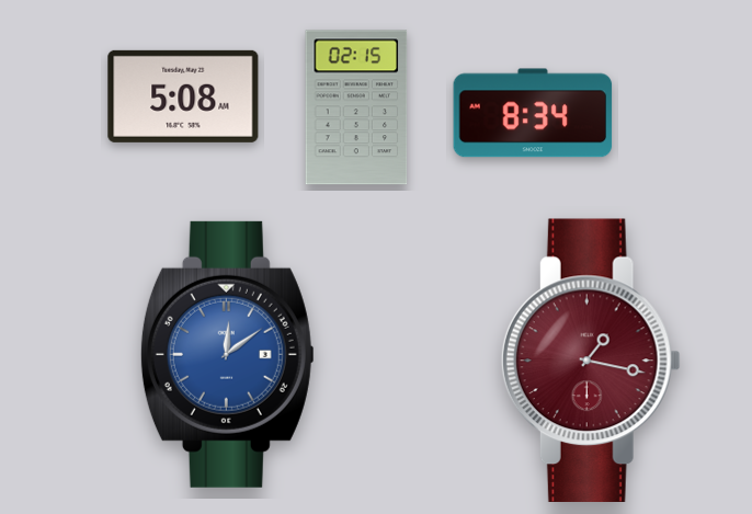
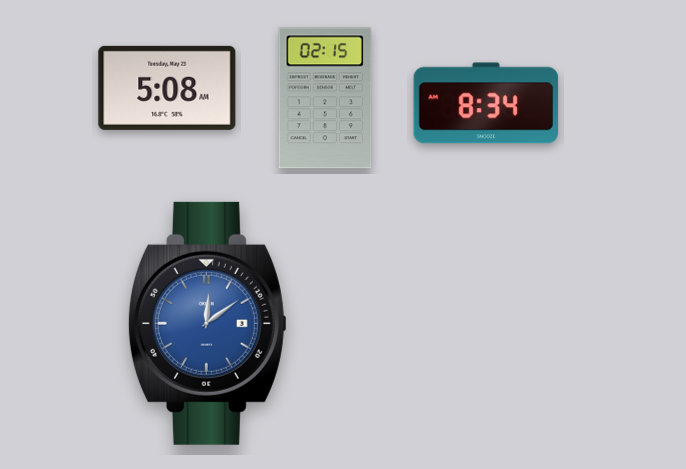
clock at (591, 359): 1:17 -> none
